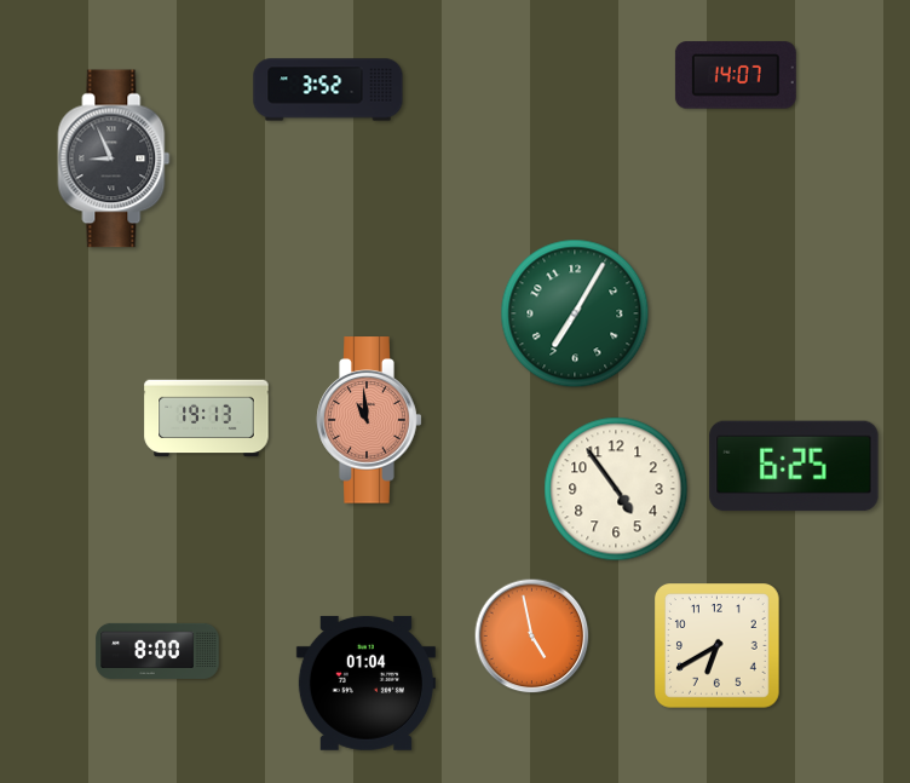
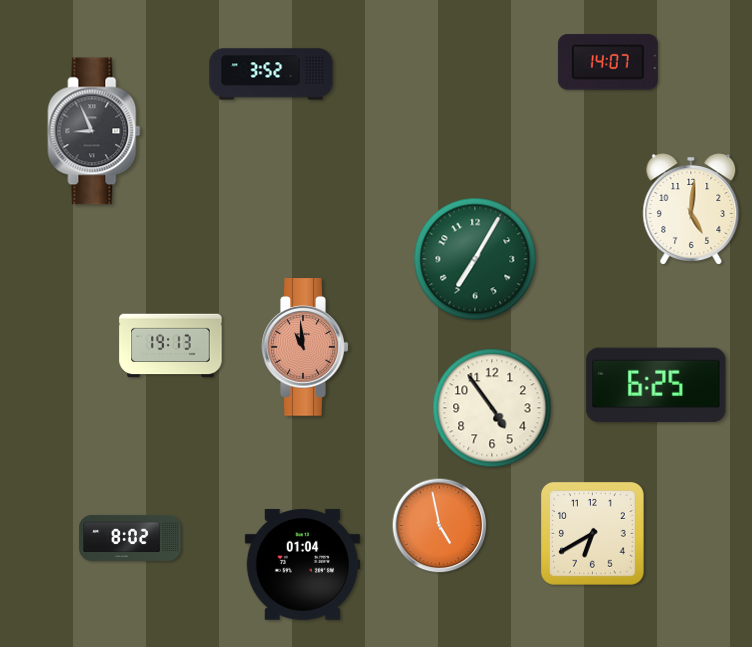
clock at (691, 210): none -> 5:01
clock at (616, 489) position: (616, 489) -> (492, 408)
clock at (157, 651): 8:00 -> 8:02
